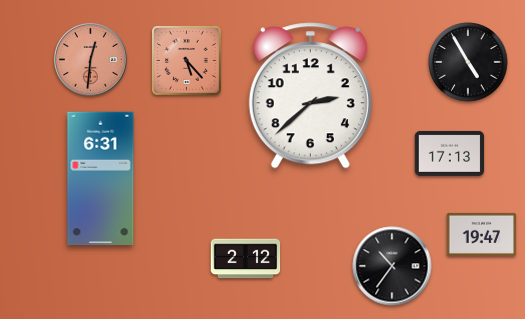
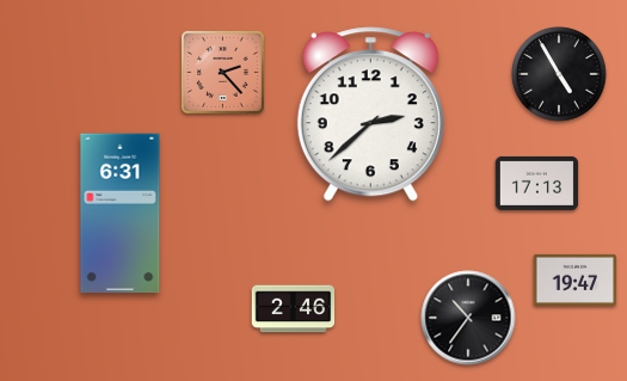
clock at (91, 60): 12:31 -> none
clock at (187, 61): 5:23 -> 2:23
clock at (246, 259): 2:12 -> 2:46
